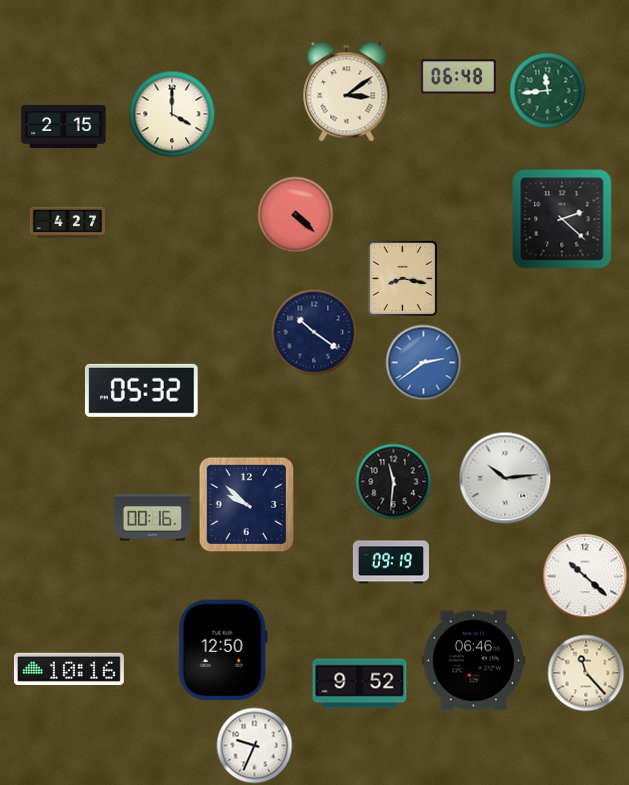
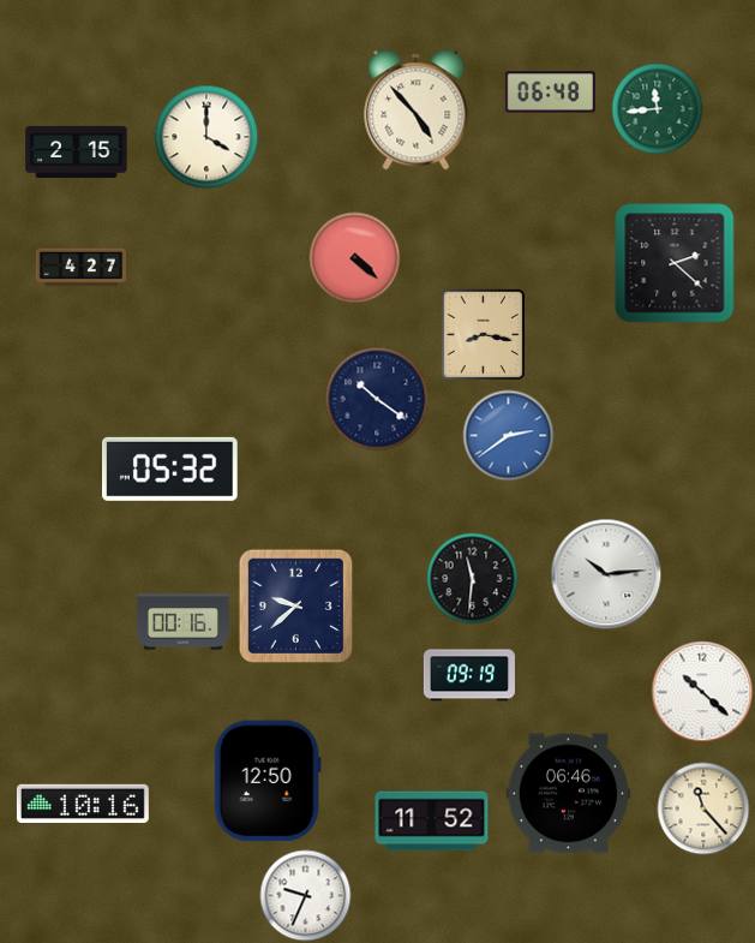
clock at (347, 92): 3:09 -> 4:53
clock at (246, 504): 9:52 -> 9:38
clock at (360, 684): 9:52 -> 11:52
